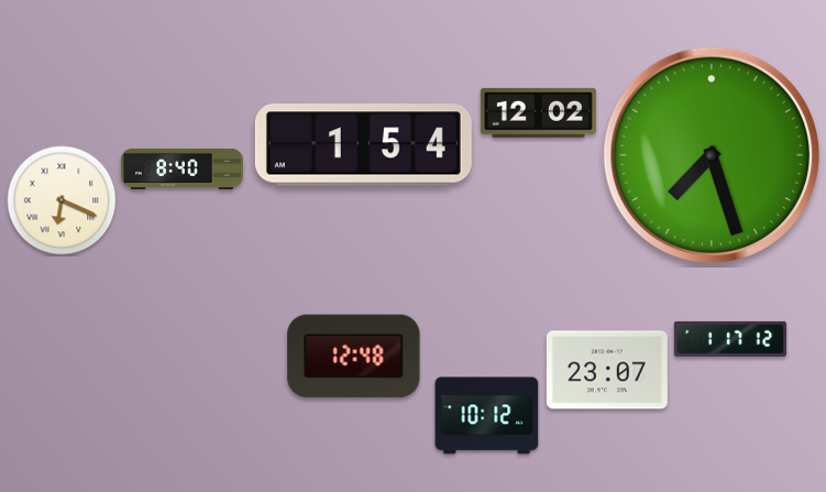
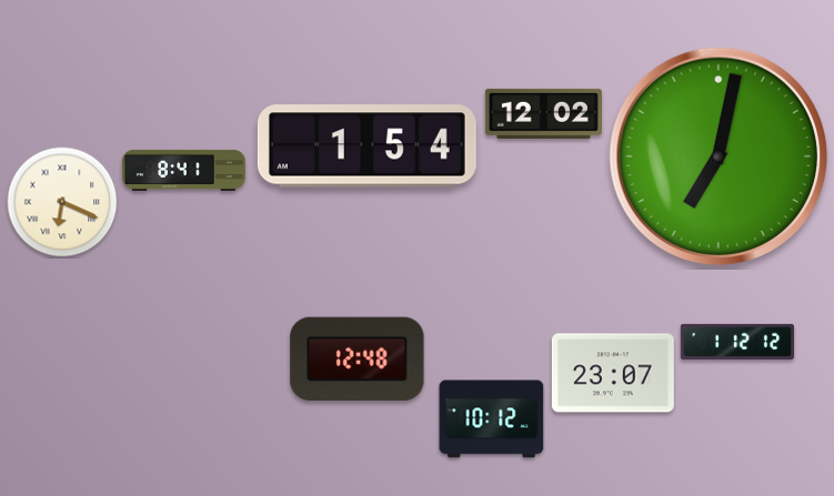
clock at (712, 155): 7:27 -> 7:02
clock at (183, 168): 8:40 -> 8:41
clock at (730, 339): 1:17 -> 1:12
